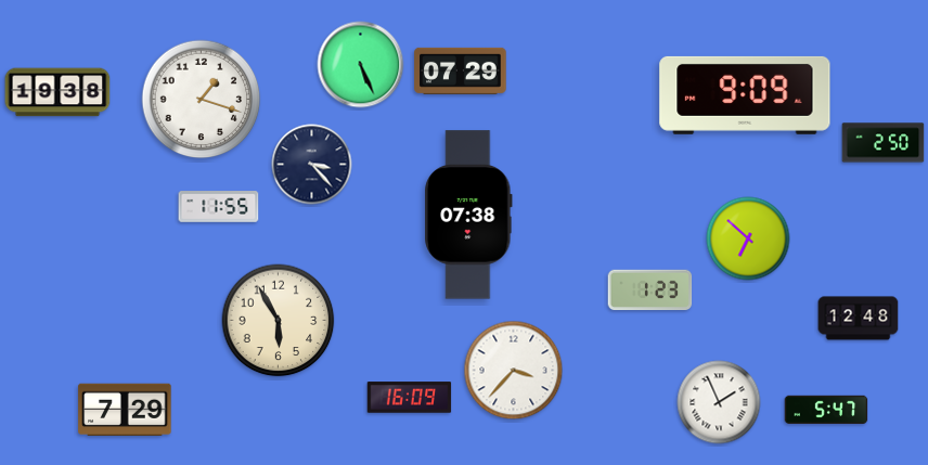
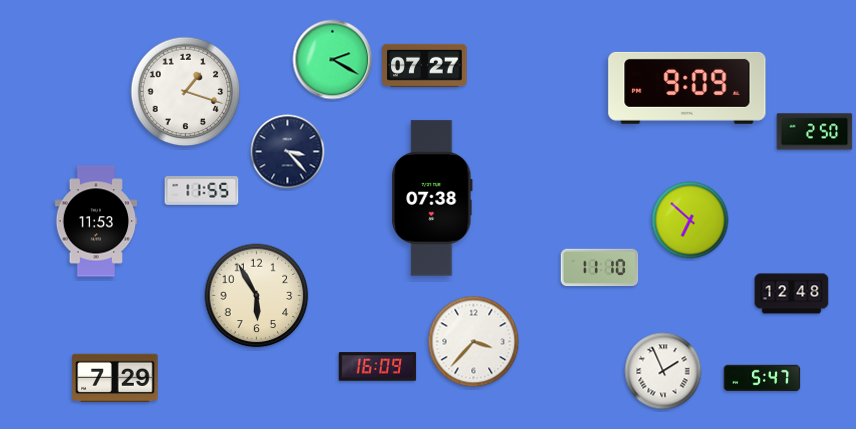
clock at (361, 65): 5:26 -> 2:20
clock at (461, 70): 07:29 -> 07:27
clock at (57, 92): 19:38 -> none
clock at (96, 221): none -> 11:53
clock at (650, 290): 1:23 -> 11:10
